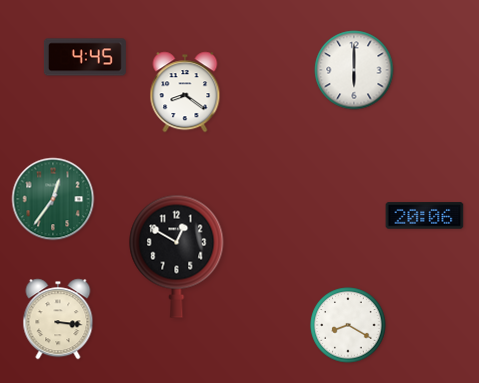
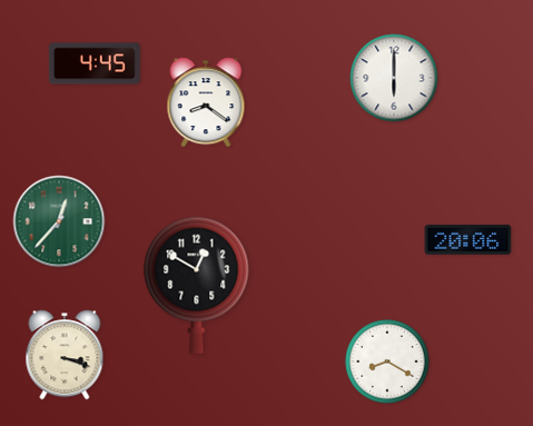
clock at (53, 199): 12:36 -> 12:37
clock at (425, 216) position: (425, 216) -> (468, 240)
clock at (58, 319): 3:16 -> 3:18
